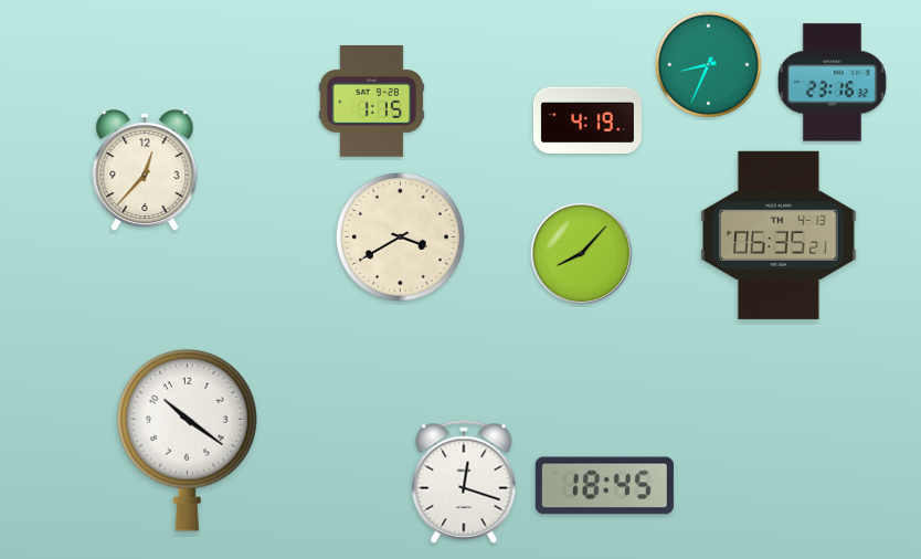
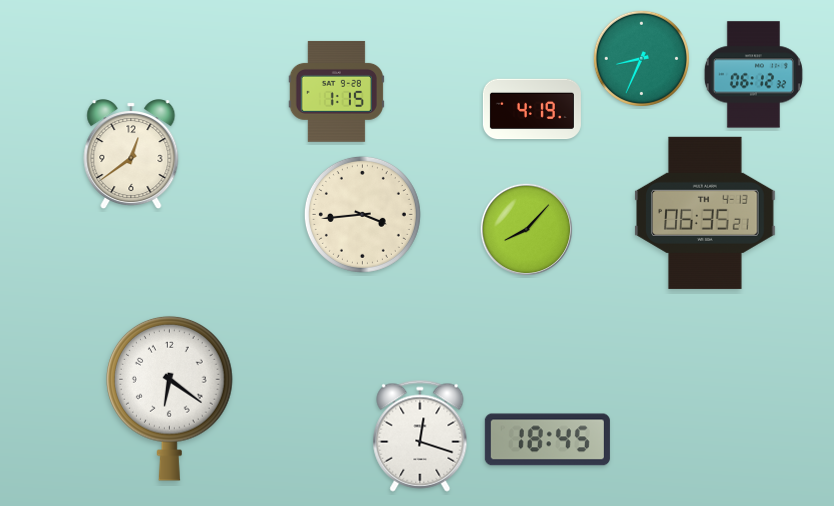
clock at (832, 83): 23:16 -> 06:12
clock at (145, 171): 12:37 -> 12:39
clock at (400, 236): 3:40 -> 3:44
clock at (188, 440): 10:21 -> 6:21
